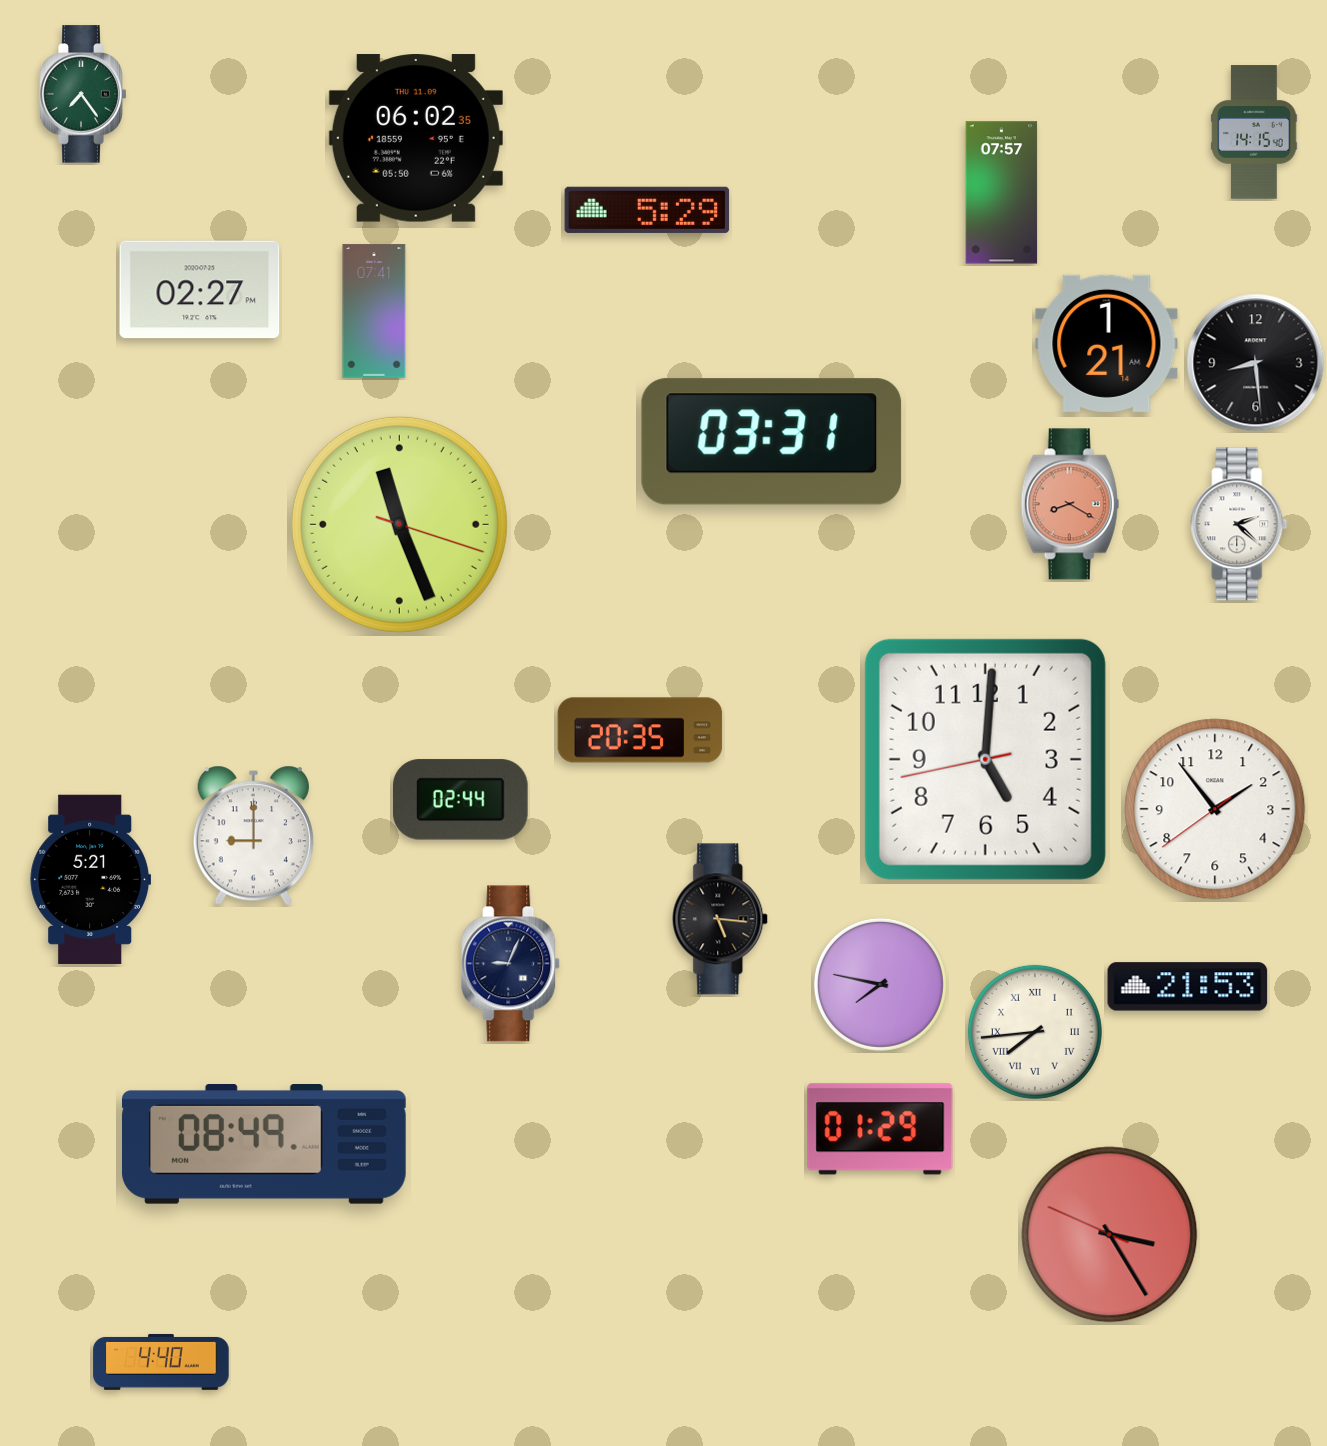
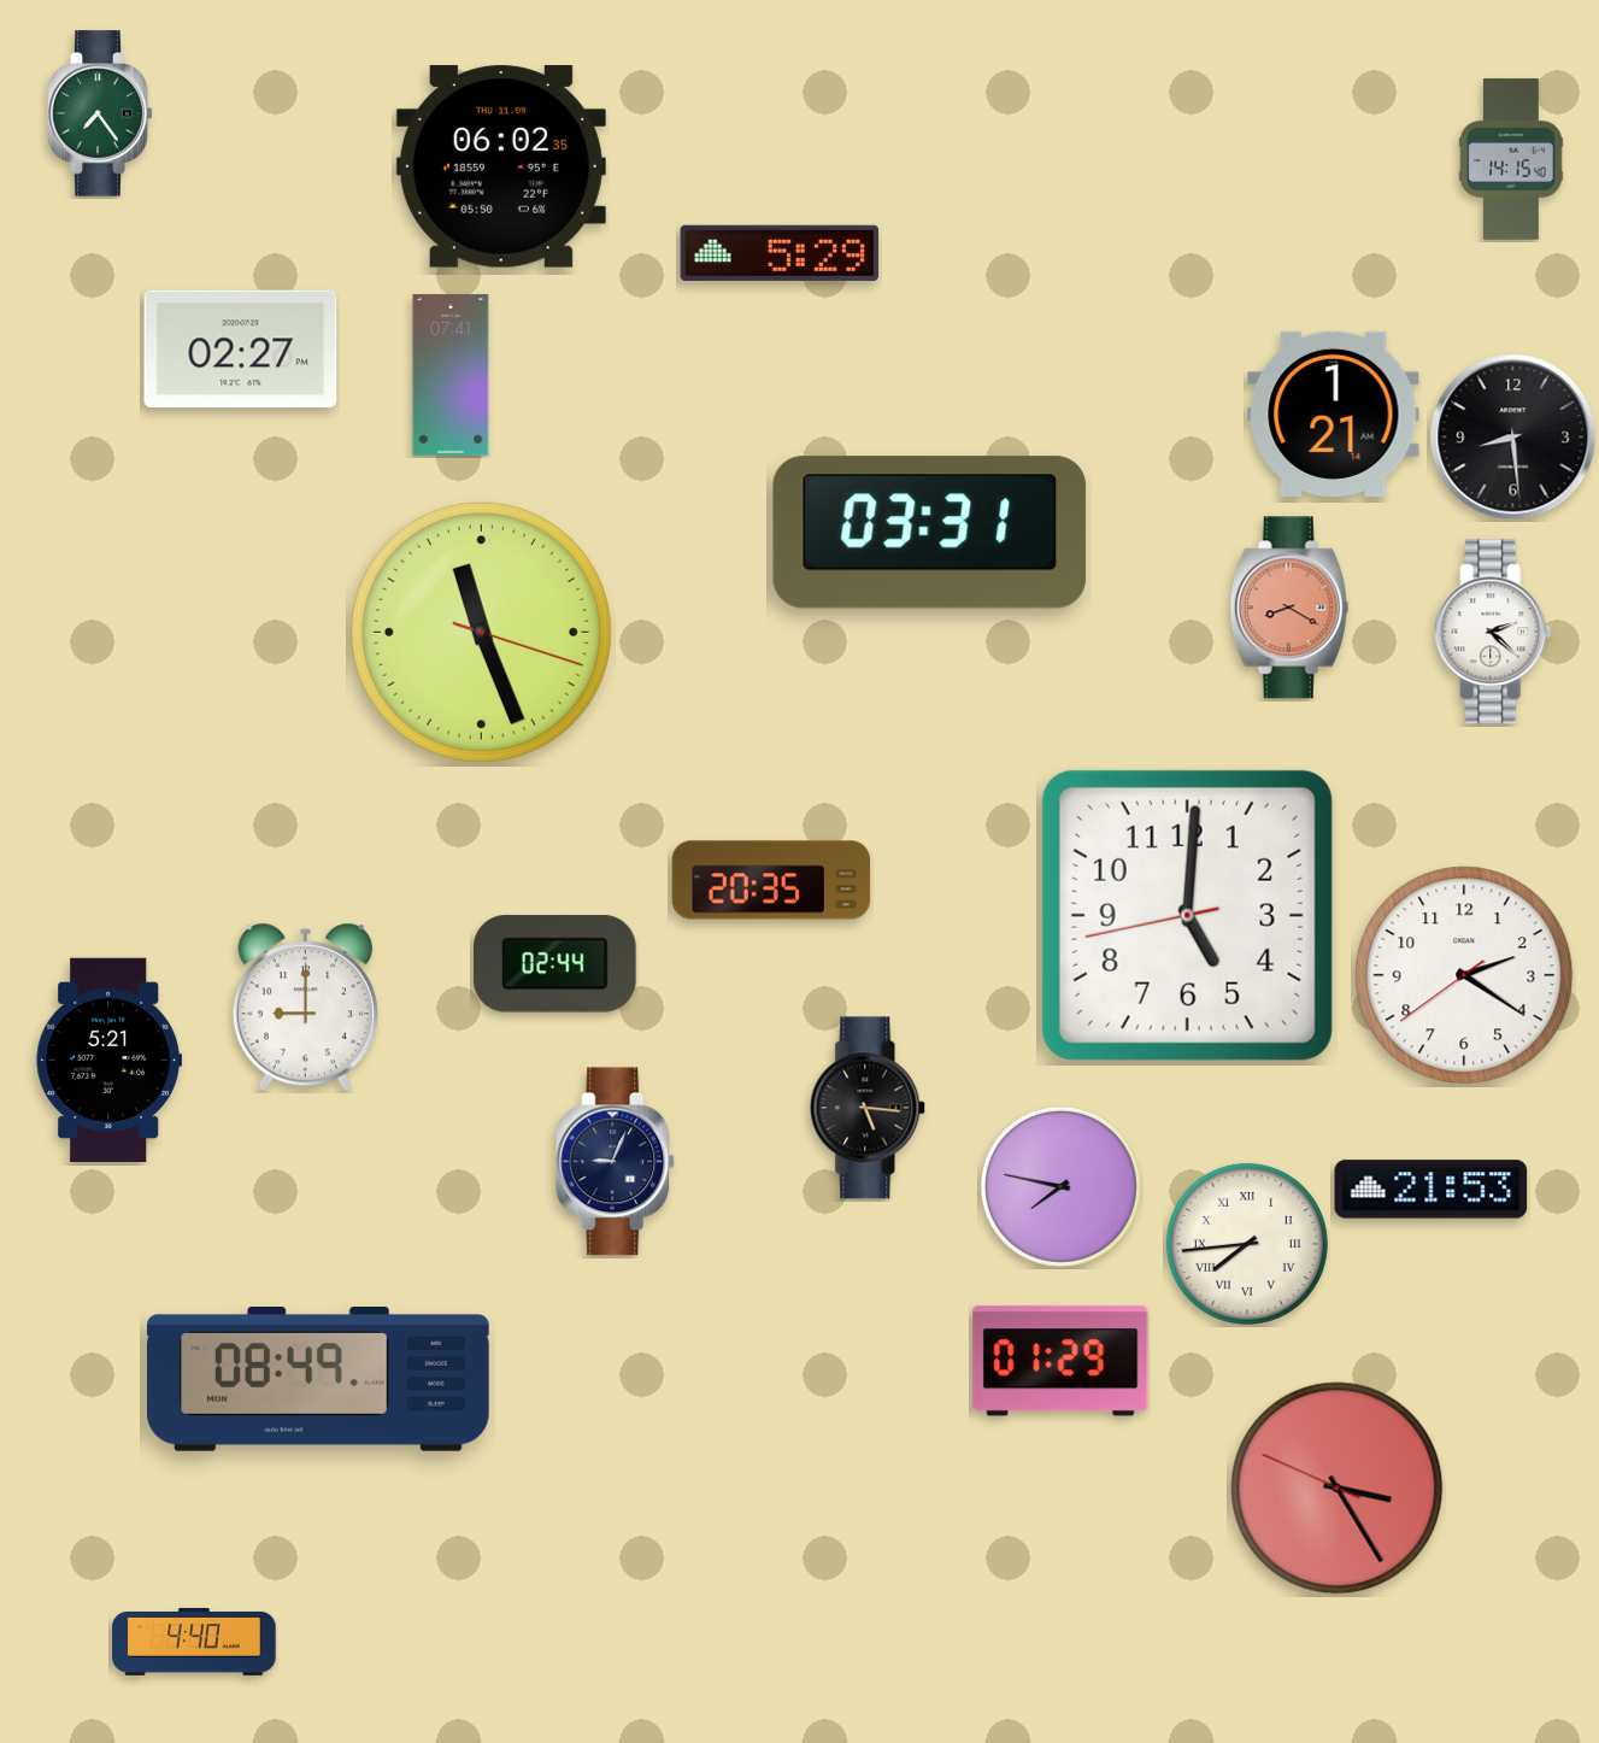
clock at (1002, 193): 07:57 -> none
clock at (1215, 809): 1:53 -> 2:20
